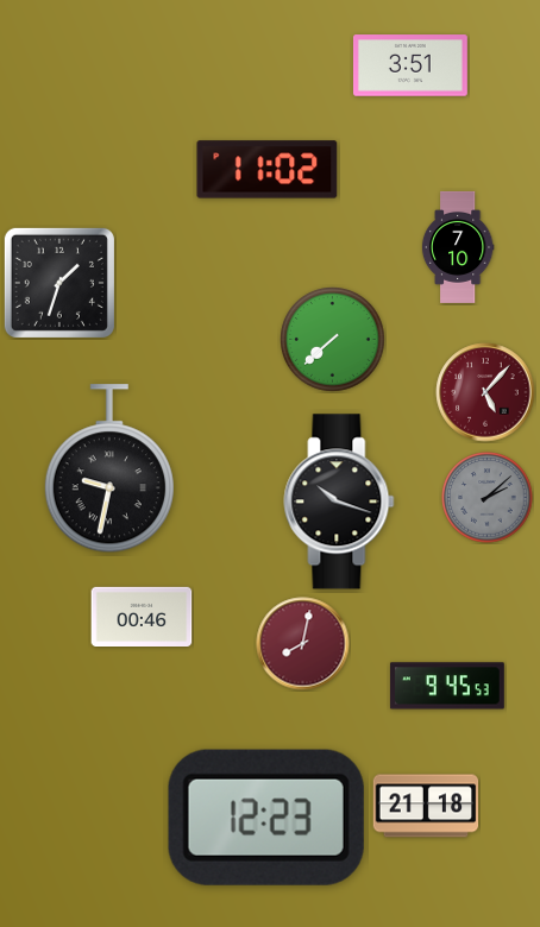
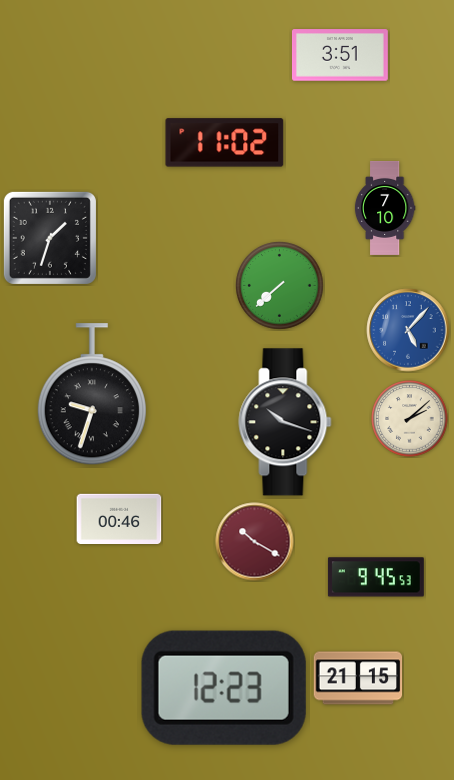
clock at (410, 65) position: (410, 65) -> (340, 55)
clock at (485, 392) dial: burgundy -> blue
clock at (109, 469): 9:32 -> 9:33
clock at (488, 498) dial: grey -> cream
clock at (303, 644): 8:02 -> 10:20
clock at (426, 806): 21:18 -> 21:15
